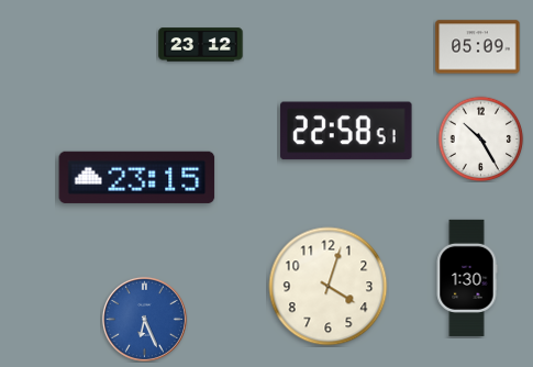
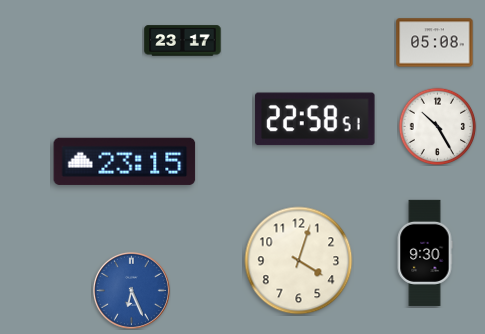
clock at (201, 45): 23:12 -> 23:17
clock at (478, 47): 05:09 -> 05:08
clock at (467, 278): 1:30 -> 9:30
